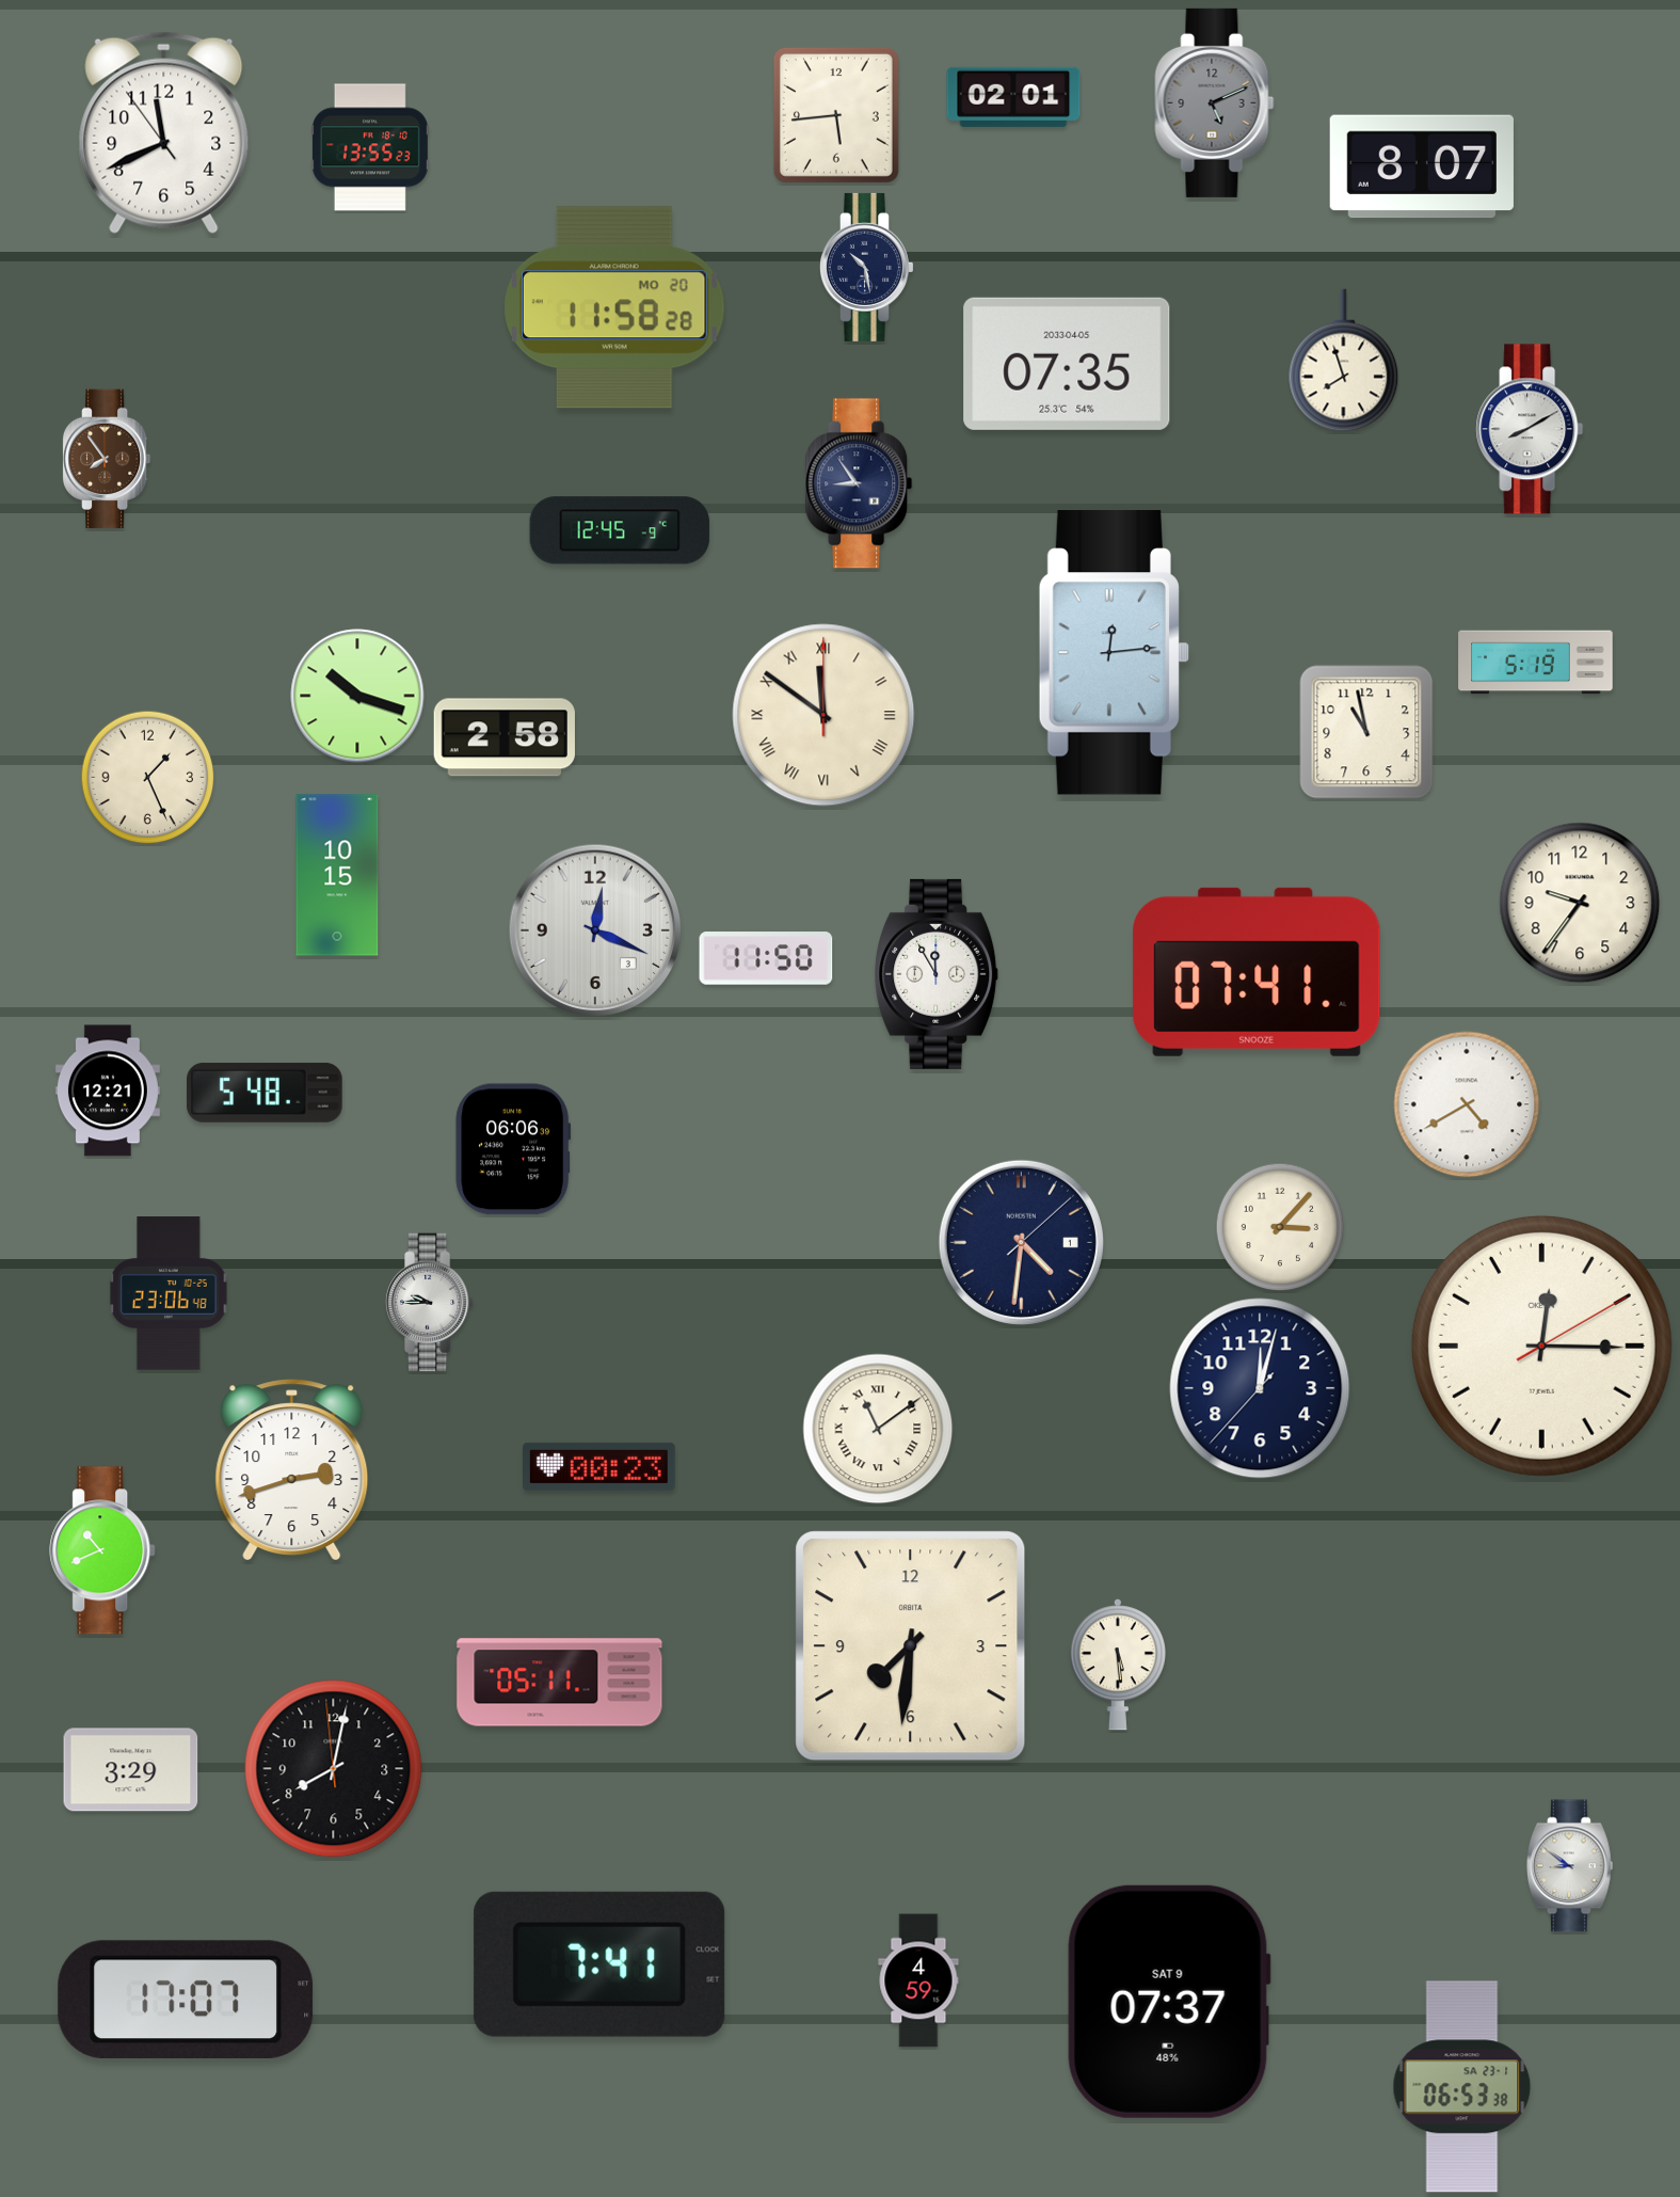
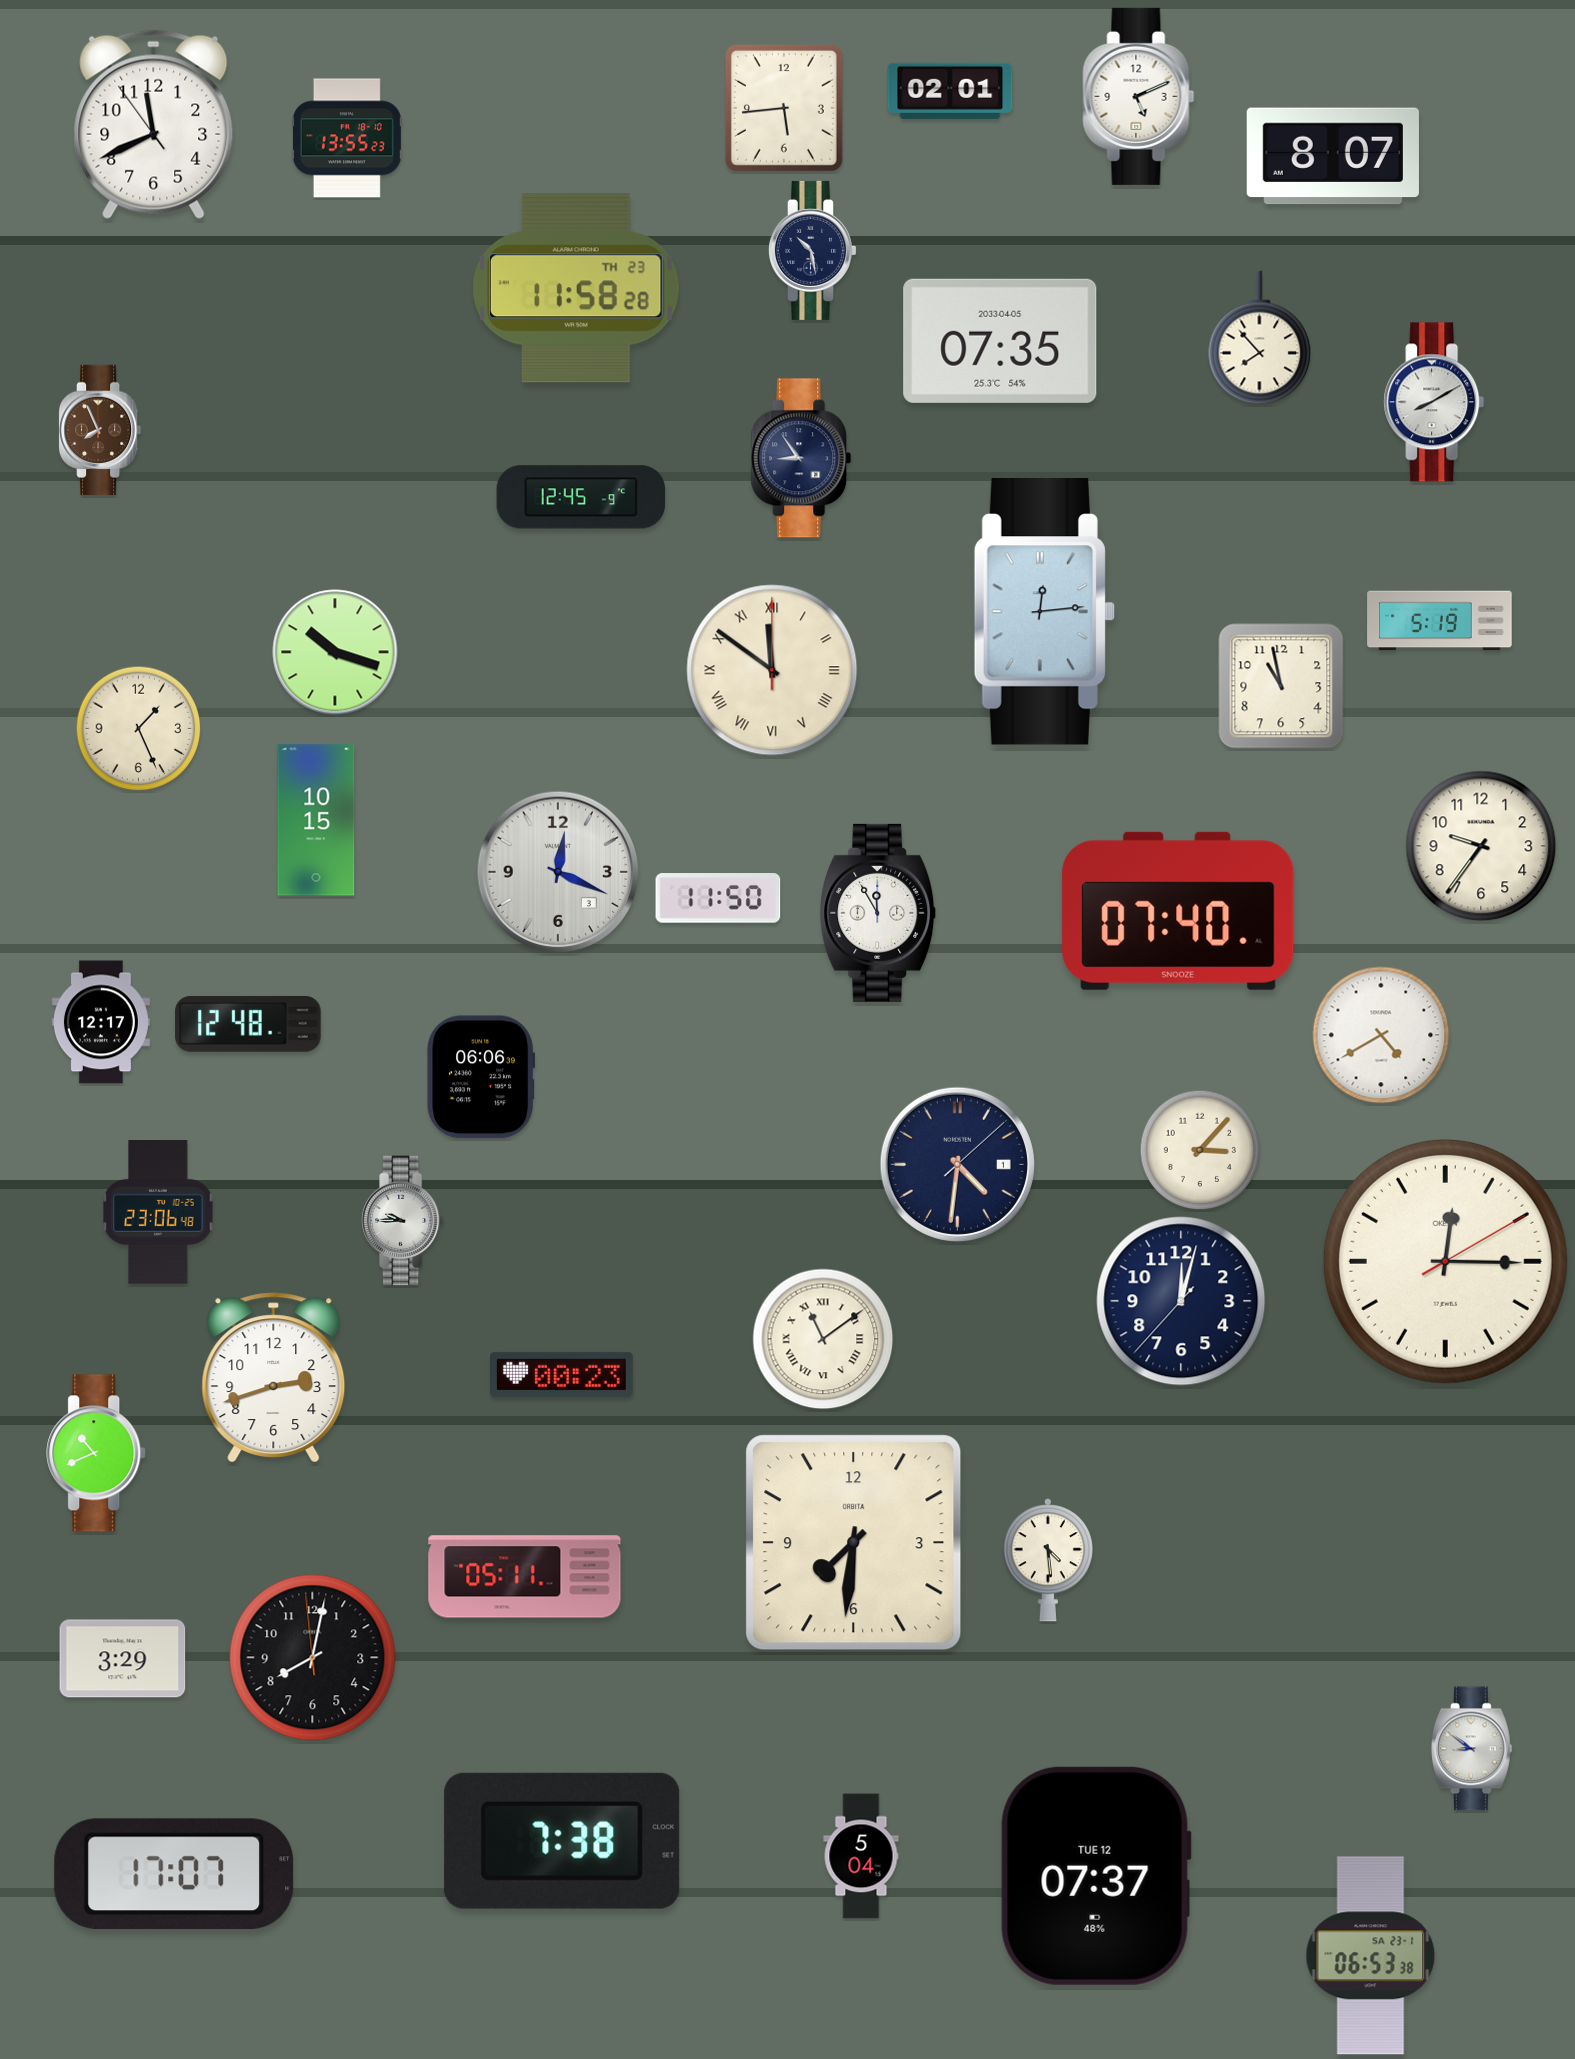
clock at (1215, 102) dial: grey -> white
clock at (614, 307) date: MO 20 -> TH 23
clock at (1344, 361): 7:57 -> 7:53
clock at (107, 459): 7:54 -> 7:56
clock at (859, 483) position: (859, 483) -> (801, 458)
clock at (505, 737): 2:58 -> none
clock at (1257, 972): 07:41 -> 07:40
clock at (108, 1090): 12:21 -> 12:17
clock at (265, 1093): 5:48 -> 12:48
clock at (1467, 1104) position: (1467, 1104) -> (1381, 1035)
clock at (1118, 1665): 5:29 -> 4:29
clock at (599, 1964): 7:41 -> 7:38
clock at (918, 1980): 4:59 -> 5:04
clock at (1169, 2002) date: SAT 9 -> TUE 12
